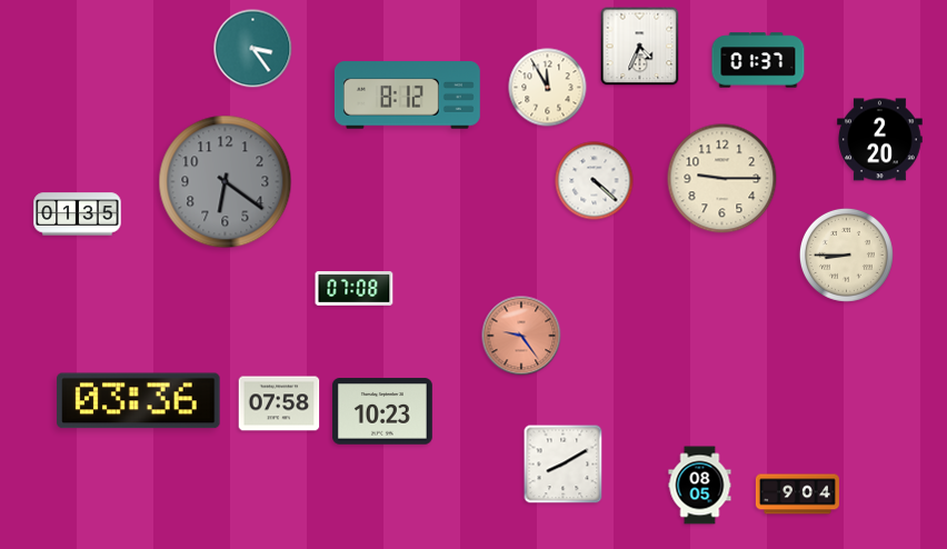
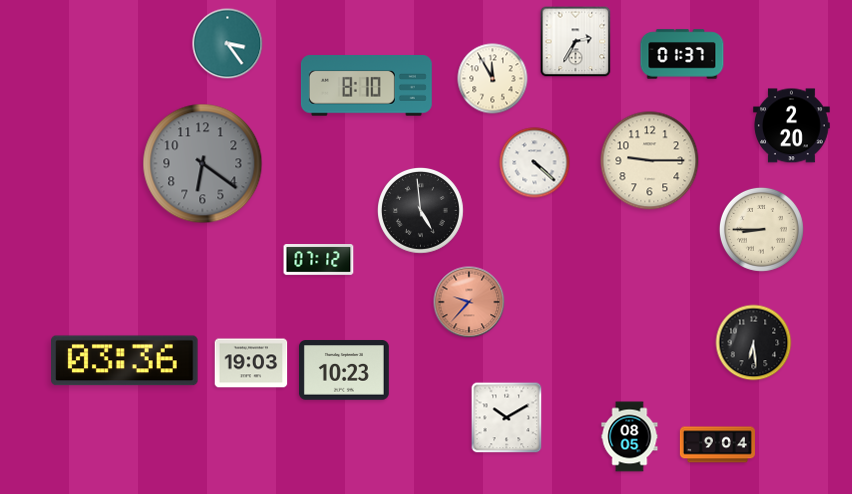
clock at (640, 47): 4:34 -> 2:35
clock at (407, 96): 8:12 -> 8:10
clock at (78, 214): 01:35 -> none
clock at (421, 211): none -> 4:59
clock at (355, 289): 07:08 -> 07:12
clock at (521, 336): 9:24 -> 9:37
clock at (754, 343): none -> 6:29
clock at (279, 403): 07:58 -> 19:03
clock at (564, 465): 8:10 -> 10:10
